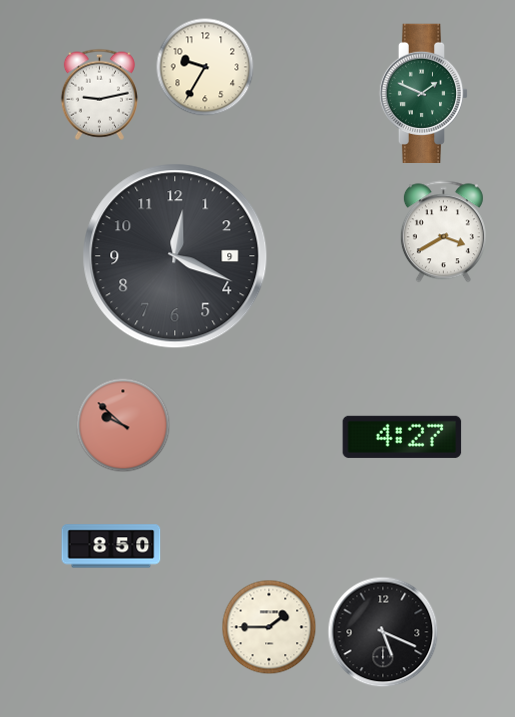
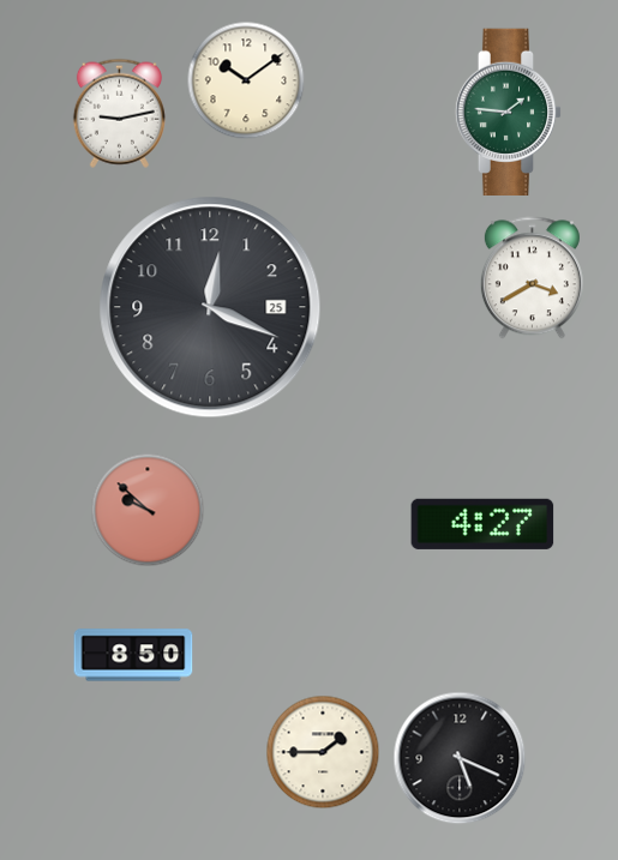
clock at (205, 67): 9:35 -> 10:09
clock at (424, 93): 1:49 -> 1:46
clock at (175, 256) date: 9 -> 25
